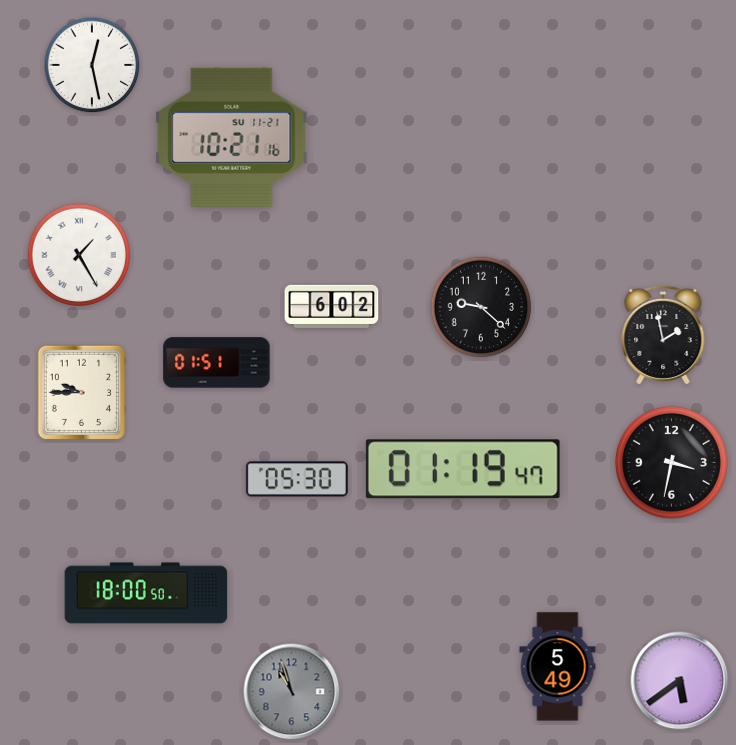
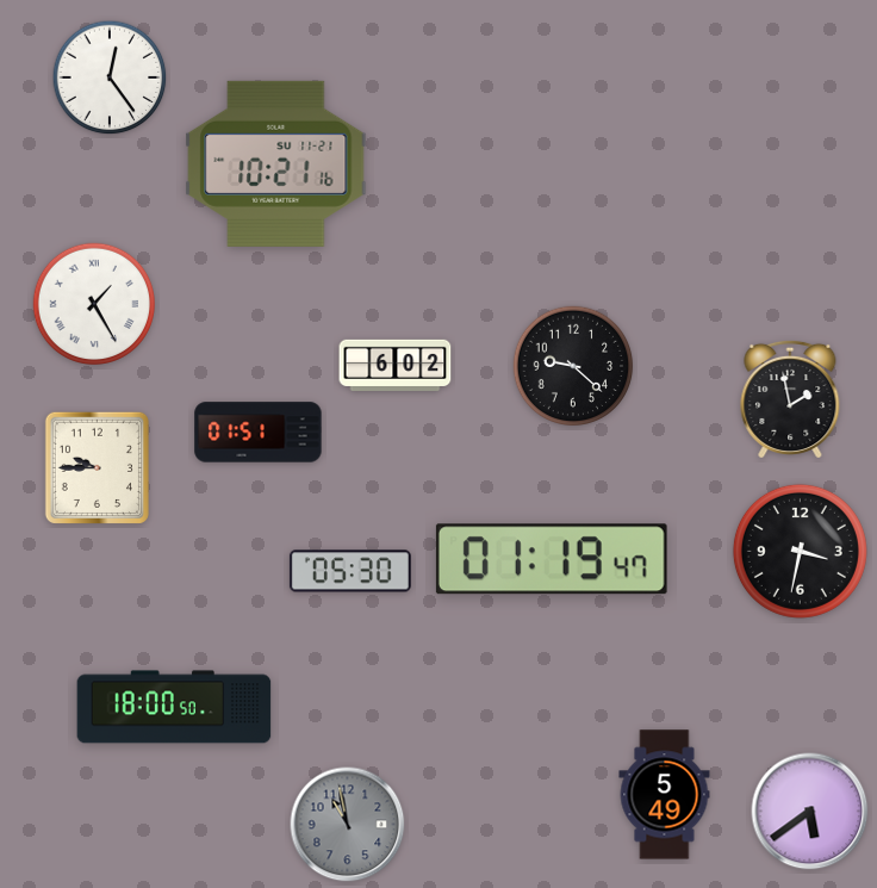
clock at (92, 65): 12:28 -> 12:24
clock at (297, 479) position: (297, 479) -> (350, 571)
clock at (292, 692): 10:57 -> 10:58
